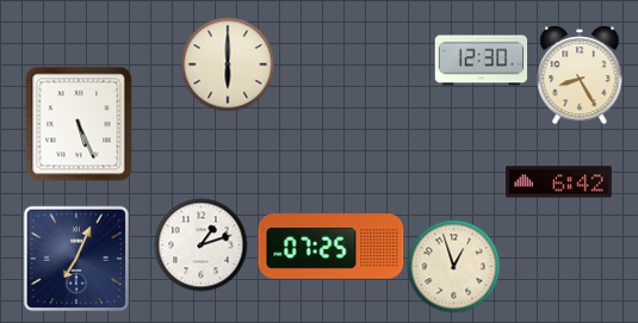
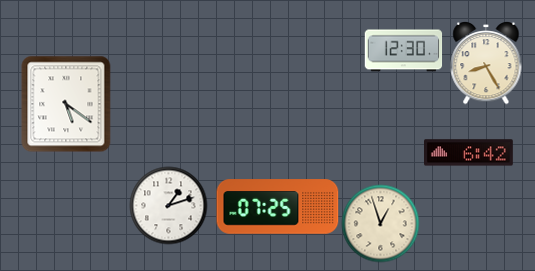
clock at (228, 64): 6:00 -> none
clock at (79, 124): 5:26 -> 5:21
clock at (76, 259): 7:04 -> none
